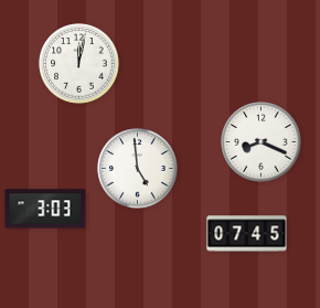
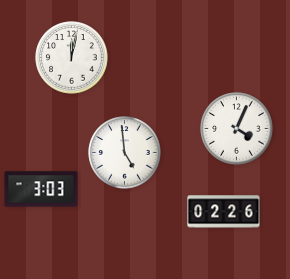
clock at (262, 142): 8:19 -> 4:04
clock at (247, 234): 07:45 -> 02:26
